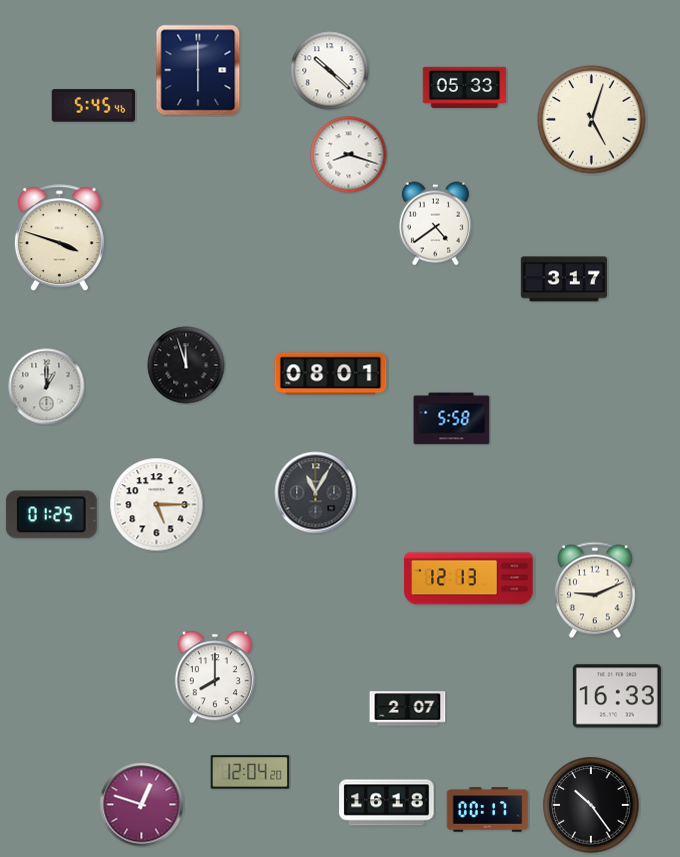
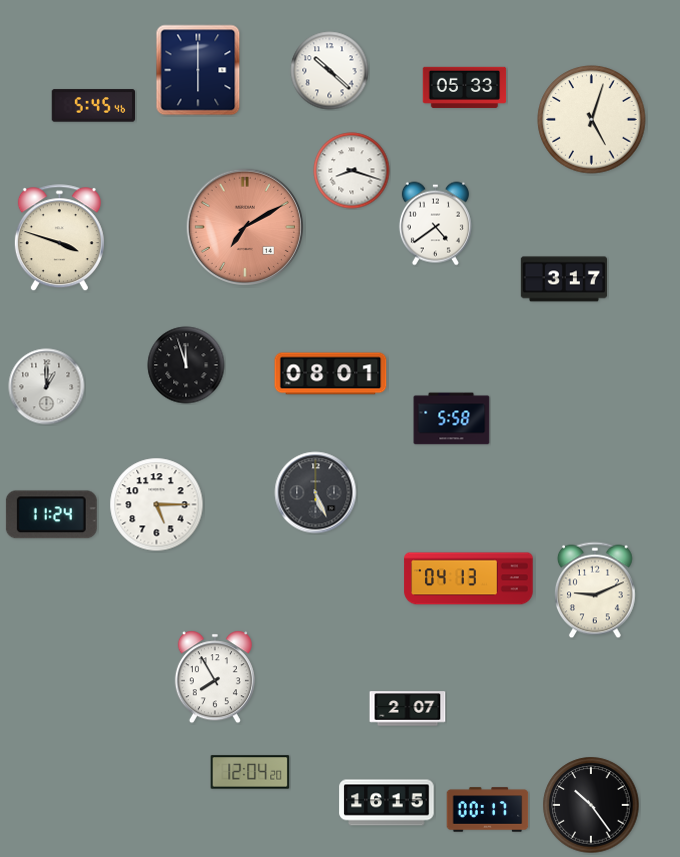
clock at (349, 155) position: (349, 155) -> (352, 171)
clock at (244, 226): none -> 7:10
clock at (316, 493): 11:05 -> 5:26
clock at (51, 515): 01:25 -> 11:24
clock at (469, 579): 12:13 -> 04:13
clock at (215, 677): 8:00 -> 7:55
clock at (617, 696): 16:33 -> none
clock at (387, 803): 16:18 -> 16:15
clock at (142, 805): 12:48 -> none
